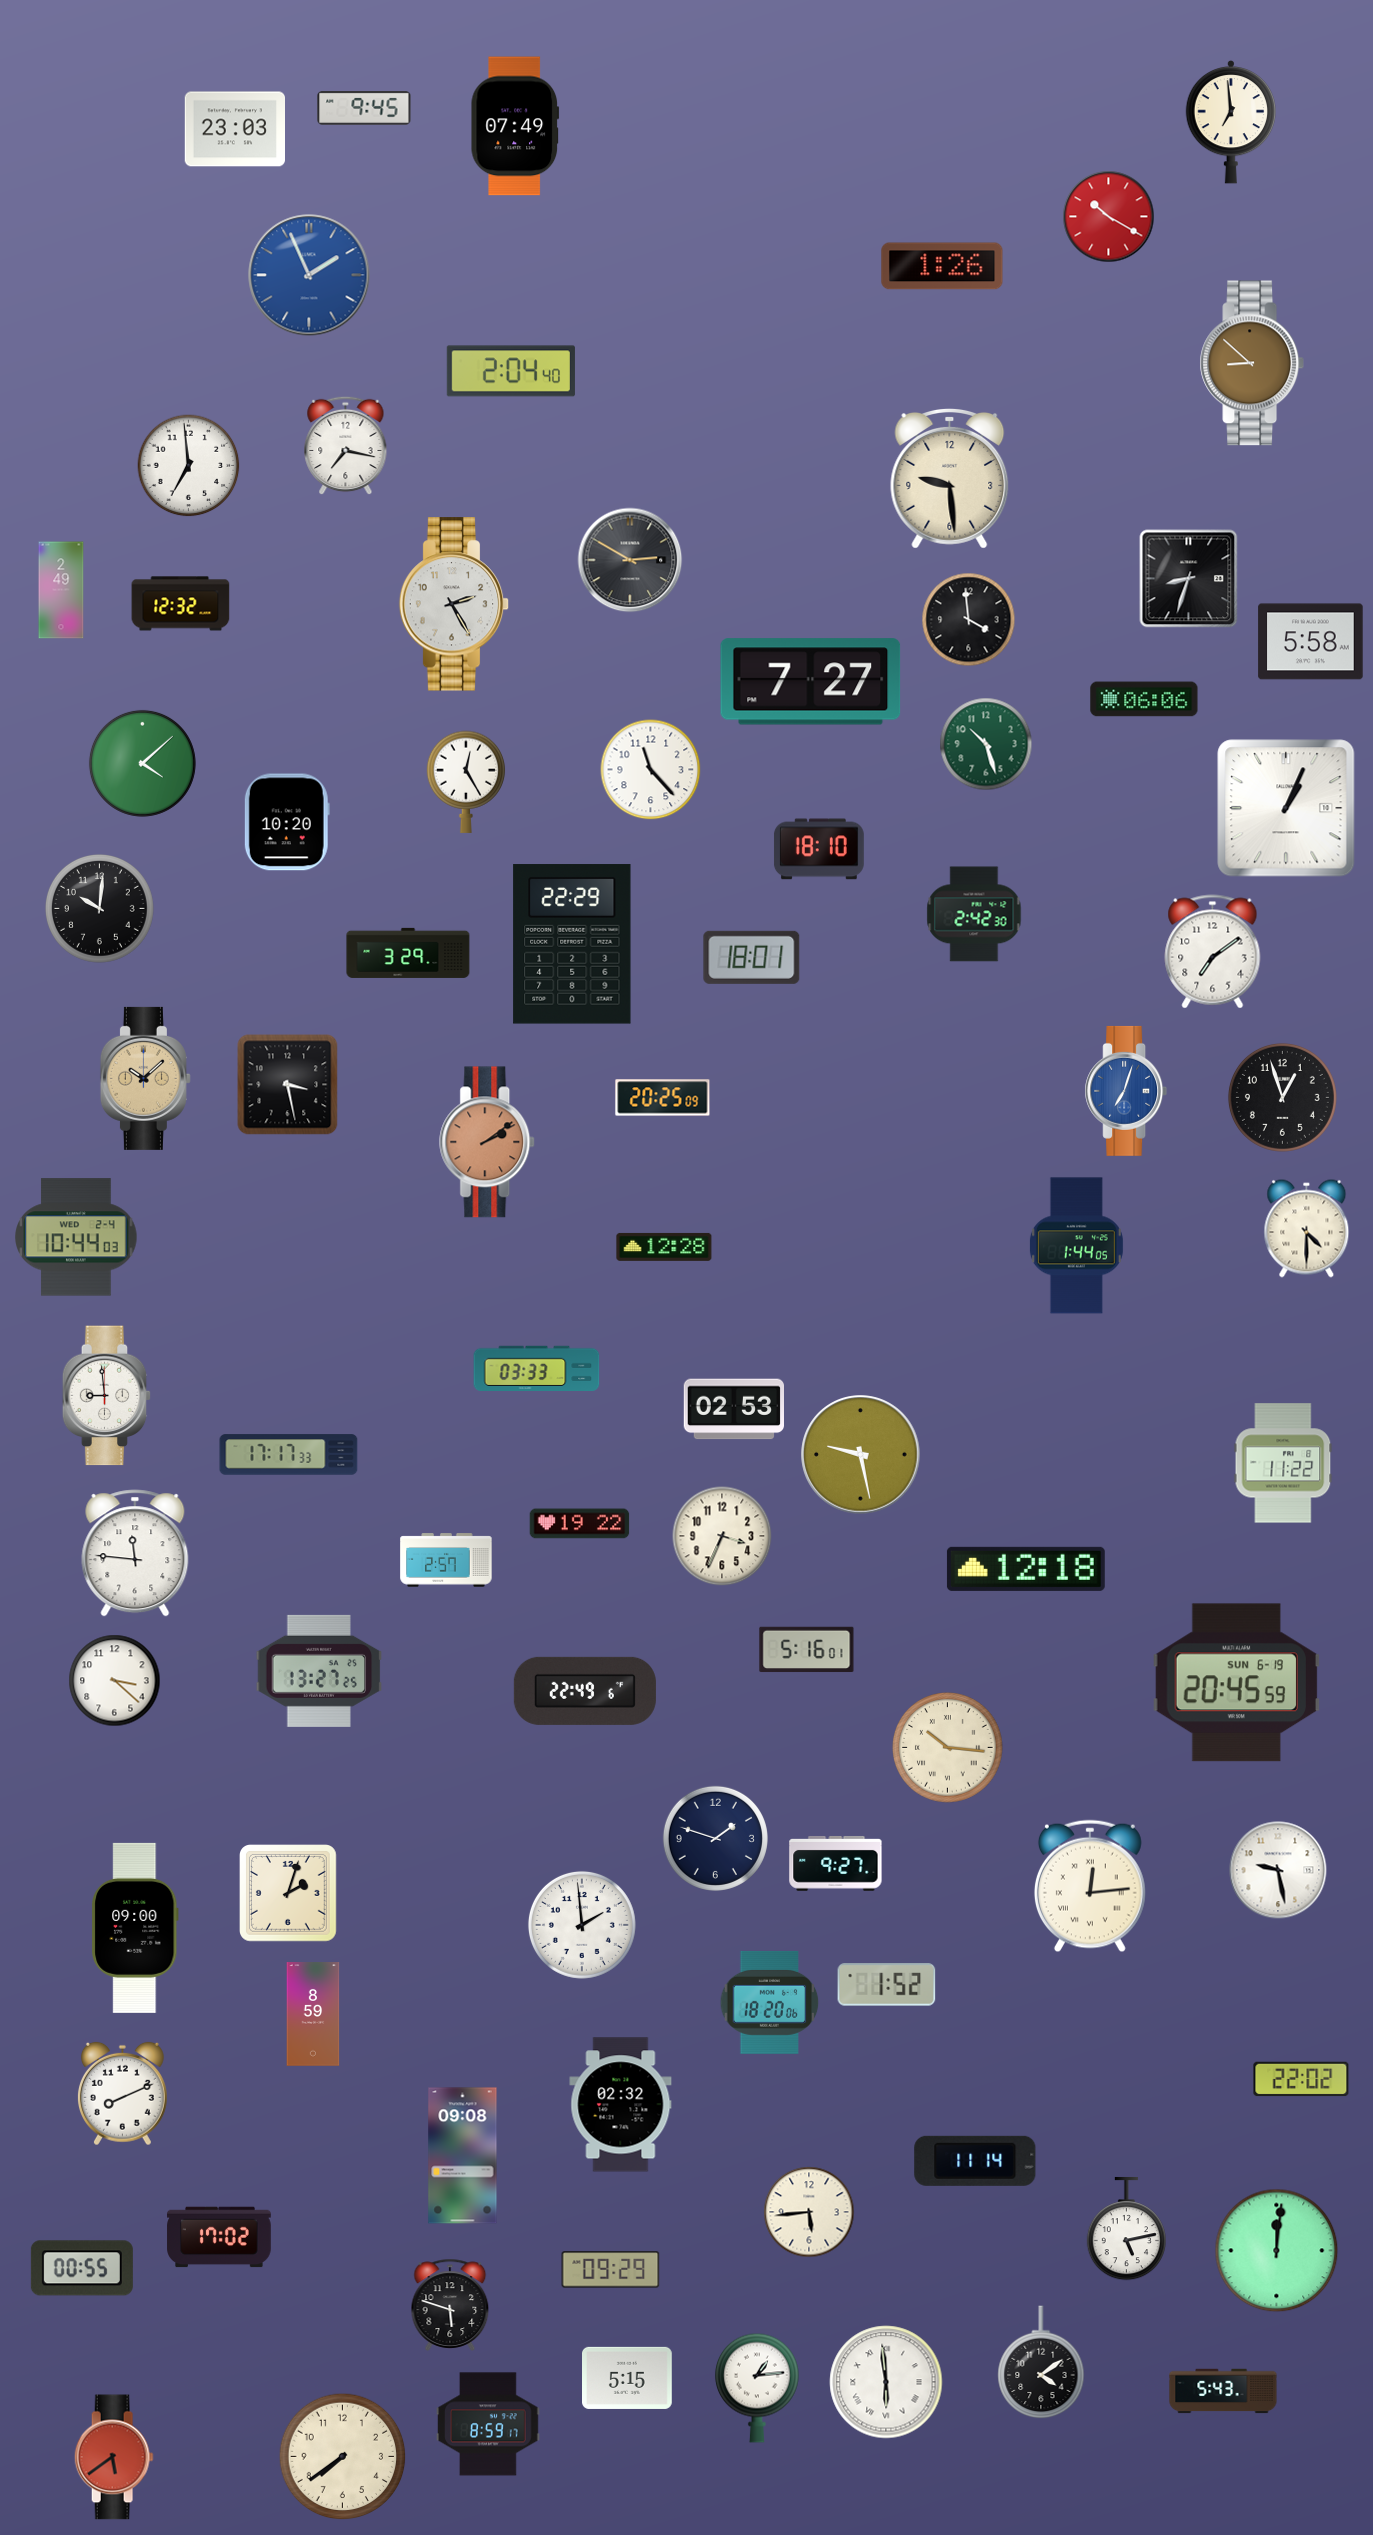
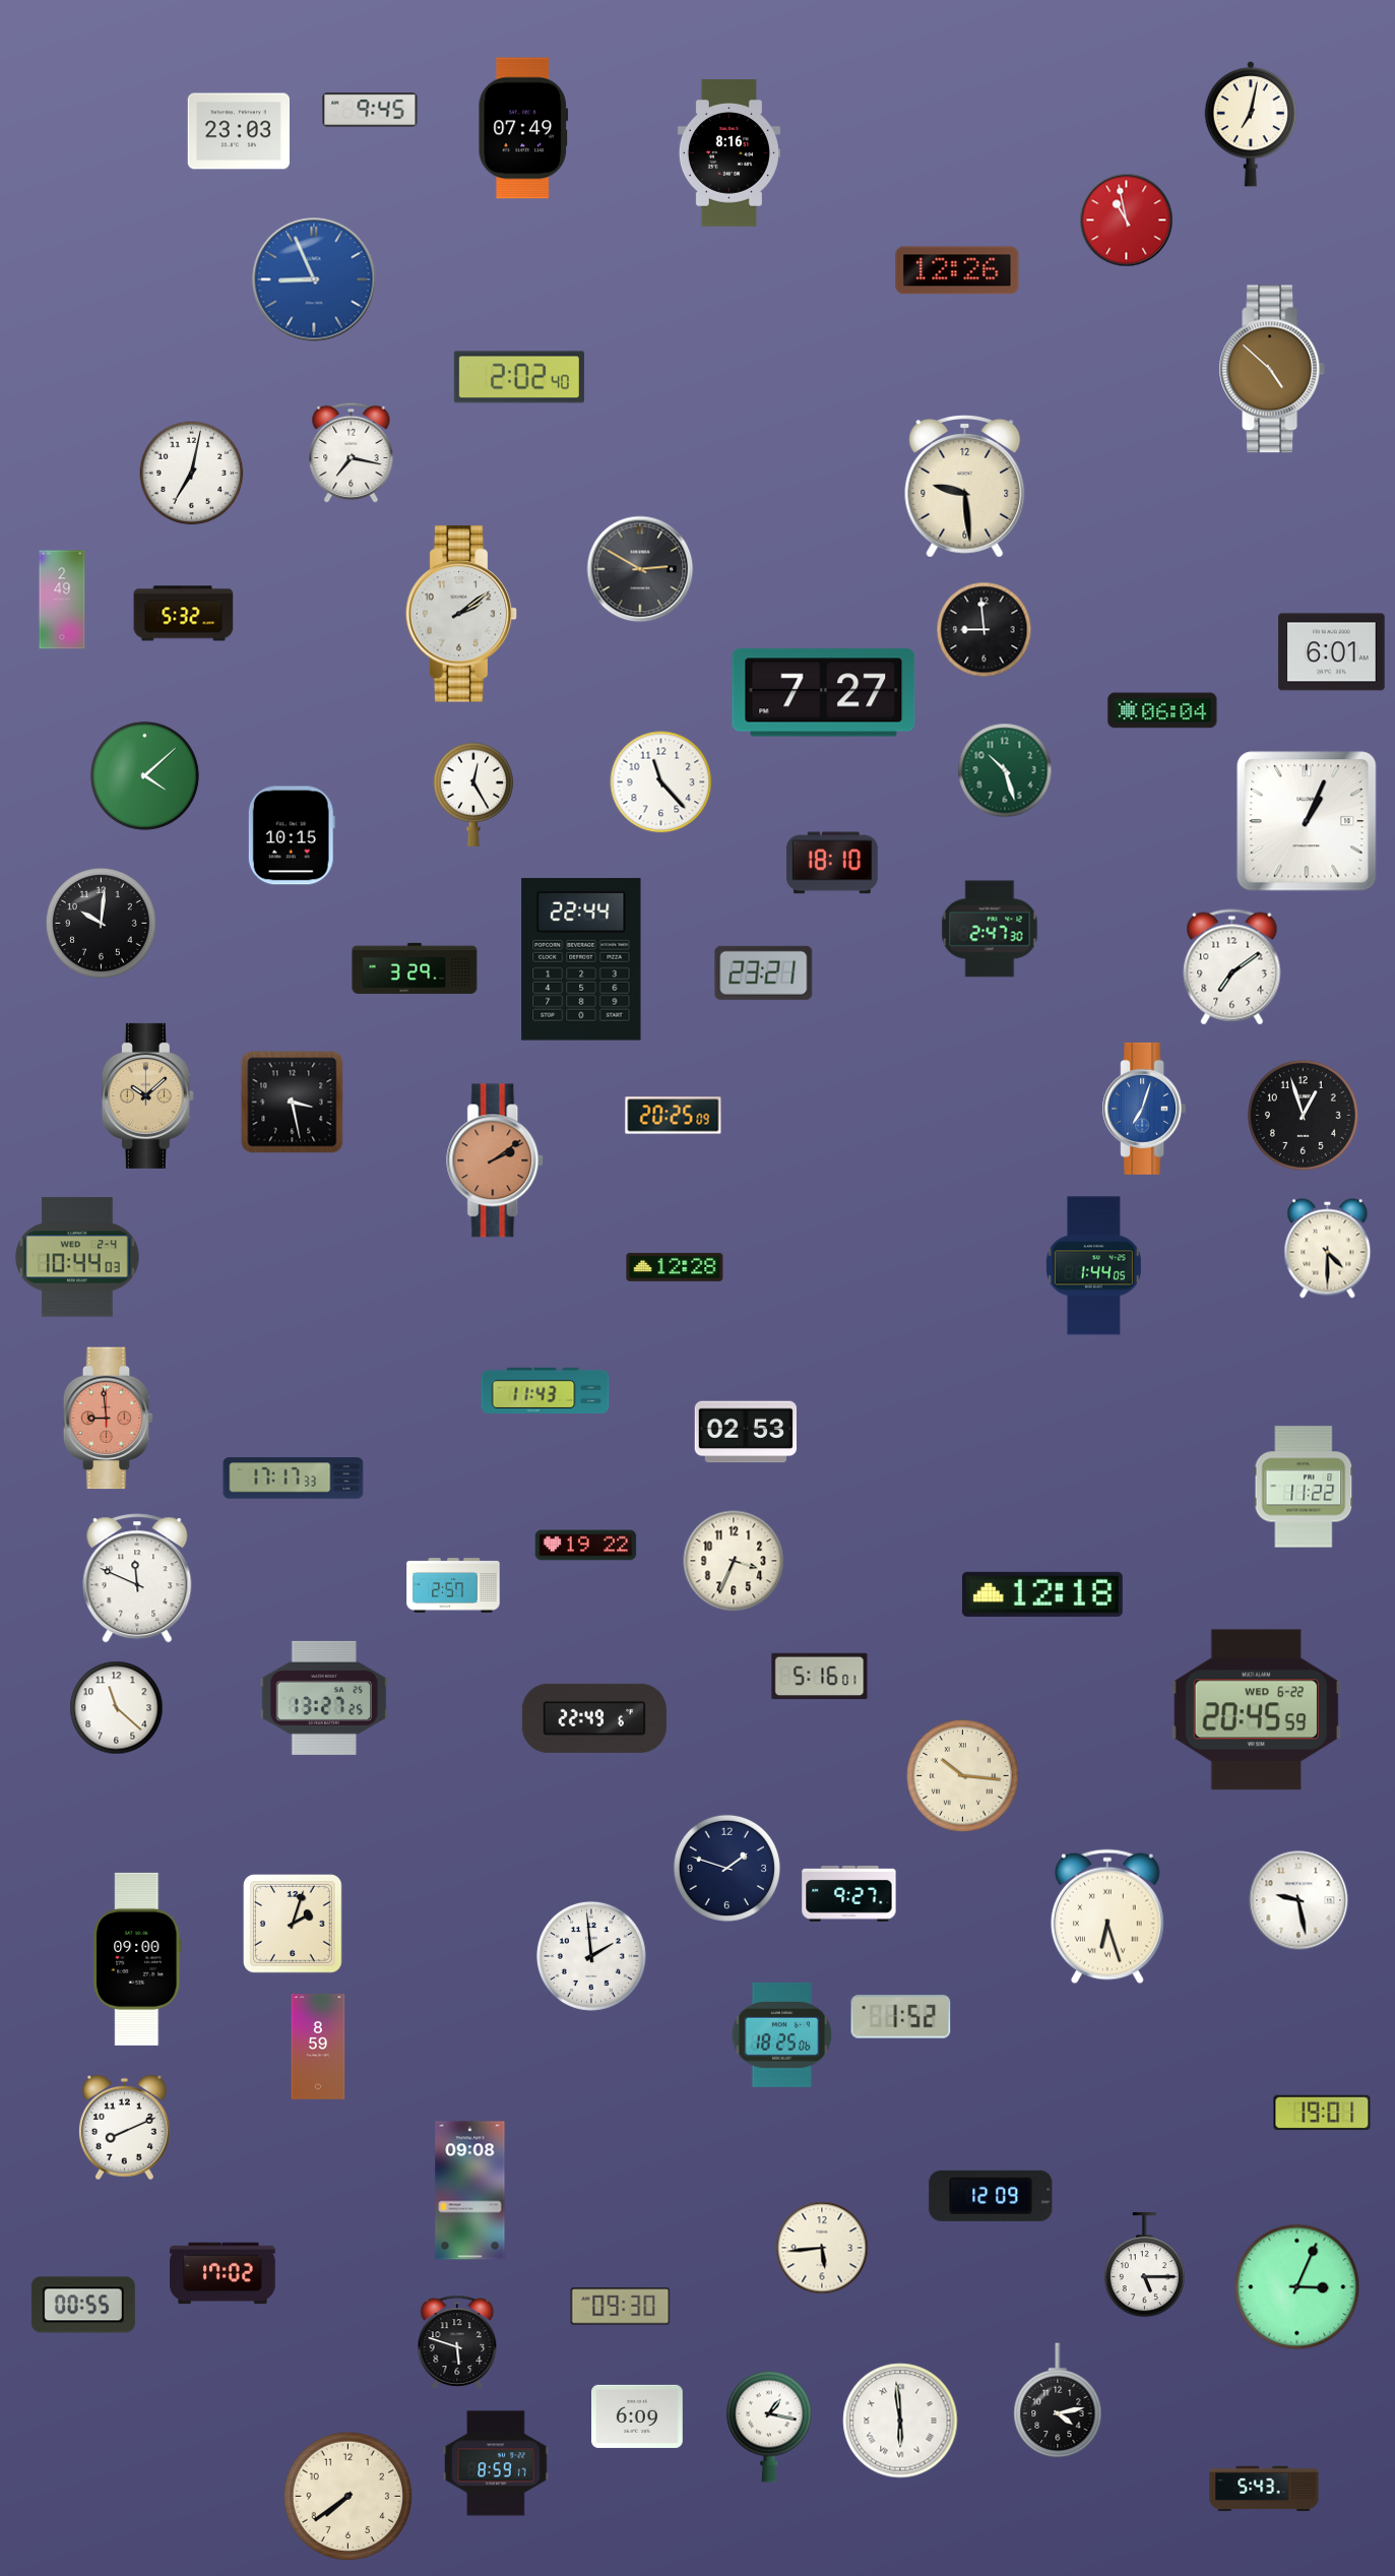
clock at (1231, 122): 6:59 -> 7:02
clock at (728, 153): none -> 8:16
clock at (1109, 217): 10:20 -> 10:58
clock at (942, 266): 1:26 -> 12:26
clock at (309, 275): 1:56 -> 8:56
clock at (1251, 363): 8:52 -> 4:52
clock at (511, 371): 2:04 -> 2:02
clock at (189, 466): 6:59 -> 7:02
clock at (1189, 579): 8:33 -> none
clock at (181, 604): 12:32 -> 5:32
clock at (454, 604): 2:25 -> 2:09
clock at (969, 620): 3:59 -> 8:59
clock at (1311, 642): 5:58 -> 6:01
clock at (1144, 699): 06:06 -> 06:04
clock at (986, 744) position: (986, 744) -> (1005, 770)
clock at (287, 822): 10:20 -> 10:15
clock at (974, 914): 2:42 -> 2:47
clock at (572, 944): 22:29 -> 22:44
clock at (752, 957): 18:01 -> 23:21
clock at (537, 1368): 03:33 -> 11:43
clock at (107, 1396) dial: white -> salmon
clock at (861, 1455): 9:28 -> none
clock at (580, 1524) position: (580, 1524) -> (586, 1546)
clock at (135, 1553): 11:46 -> 11:49
clock at (115, 1681): 3:22 -> 11:22
clock at (1236, 1683) date: SUN 6-19 -> WED 6-22
clock at (1090, 1886): 12:14 -> 6:27
clock at (770, 2002): 18:20 -> 18:25
clock at (1301, 2079): 22:02 -> 19:01
clock at (621, 2105): 02:32 -> none
clock at (975, 2161): 11:14 -> 12:09
clock at (1126, 2229): 5:13 -> 5:15
clock at (1277, 2251): 12:01 -> 3:04
clock at (611, 2270): 09:29 -> 09:30
clock at (1041, 2363): 4:09 -> 4:13
clock at (628, 2378): 5:15 -> 6:09
clock at (757, 2388): 1:14 -> 1:17
clock at (1223, 2391) position: (1223, 2391) -> (1264, 2489)
clock at (114, 2457): 5:39 -> none
